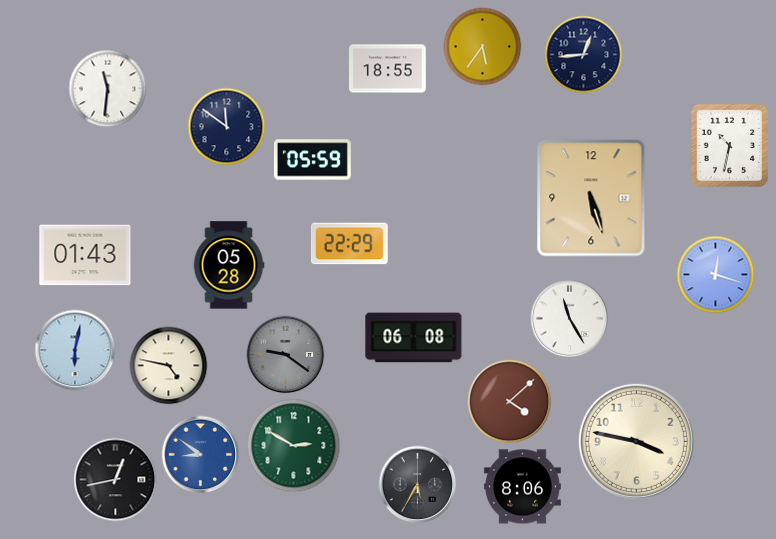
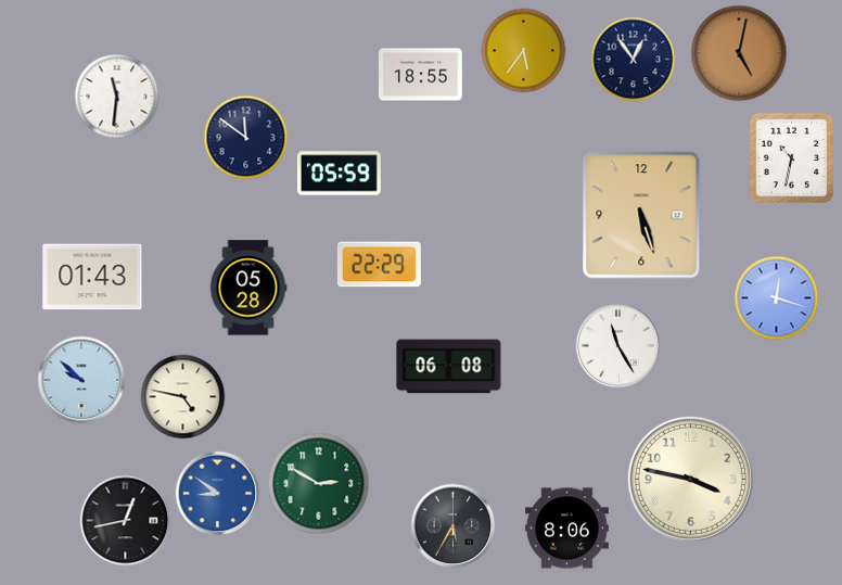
clock at (739, 53): none -> 5:02
clock at (583, 54): 12:44 -> 12:54
clock at (75, 350): 6:02 -> 9:52
clock at (285, 354): 9:21 -> none
clock at (509, 401): 4:08 -> none
